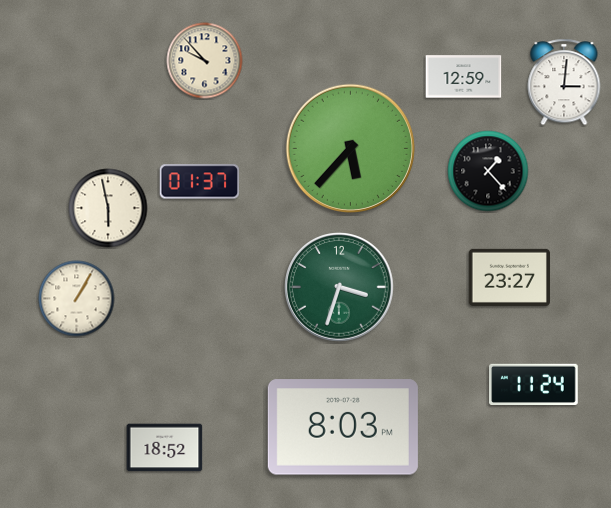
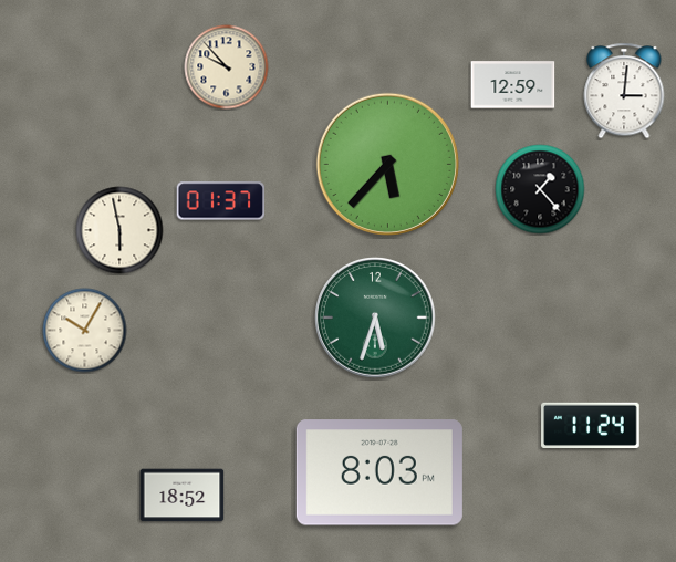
clock at (509, 277): 23:27 -> none
clock at (340, 288): 3:33 -> 5:33
clock at (77, 299): 1:05 -> 10:05
